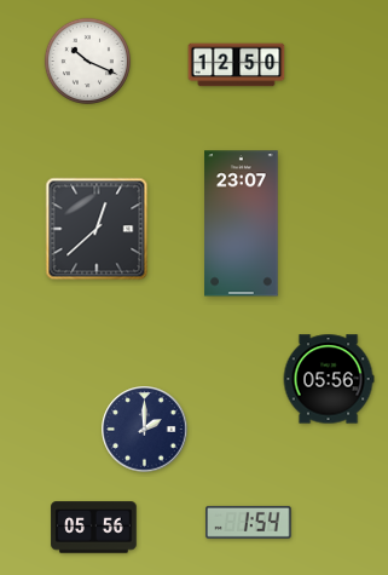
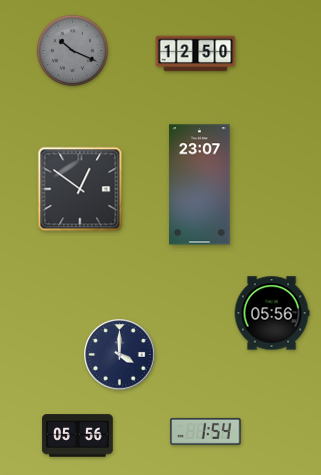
clock at (87, 61) dial: white -> grey
clock at (97, 229): 12:38 -> 12:51
clock at (145, 430): 2:00 -> 4:00
